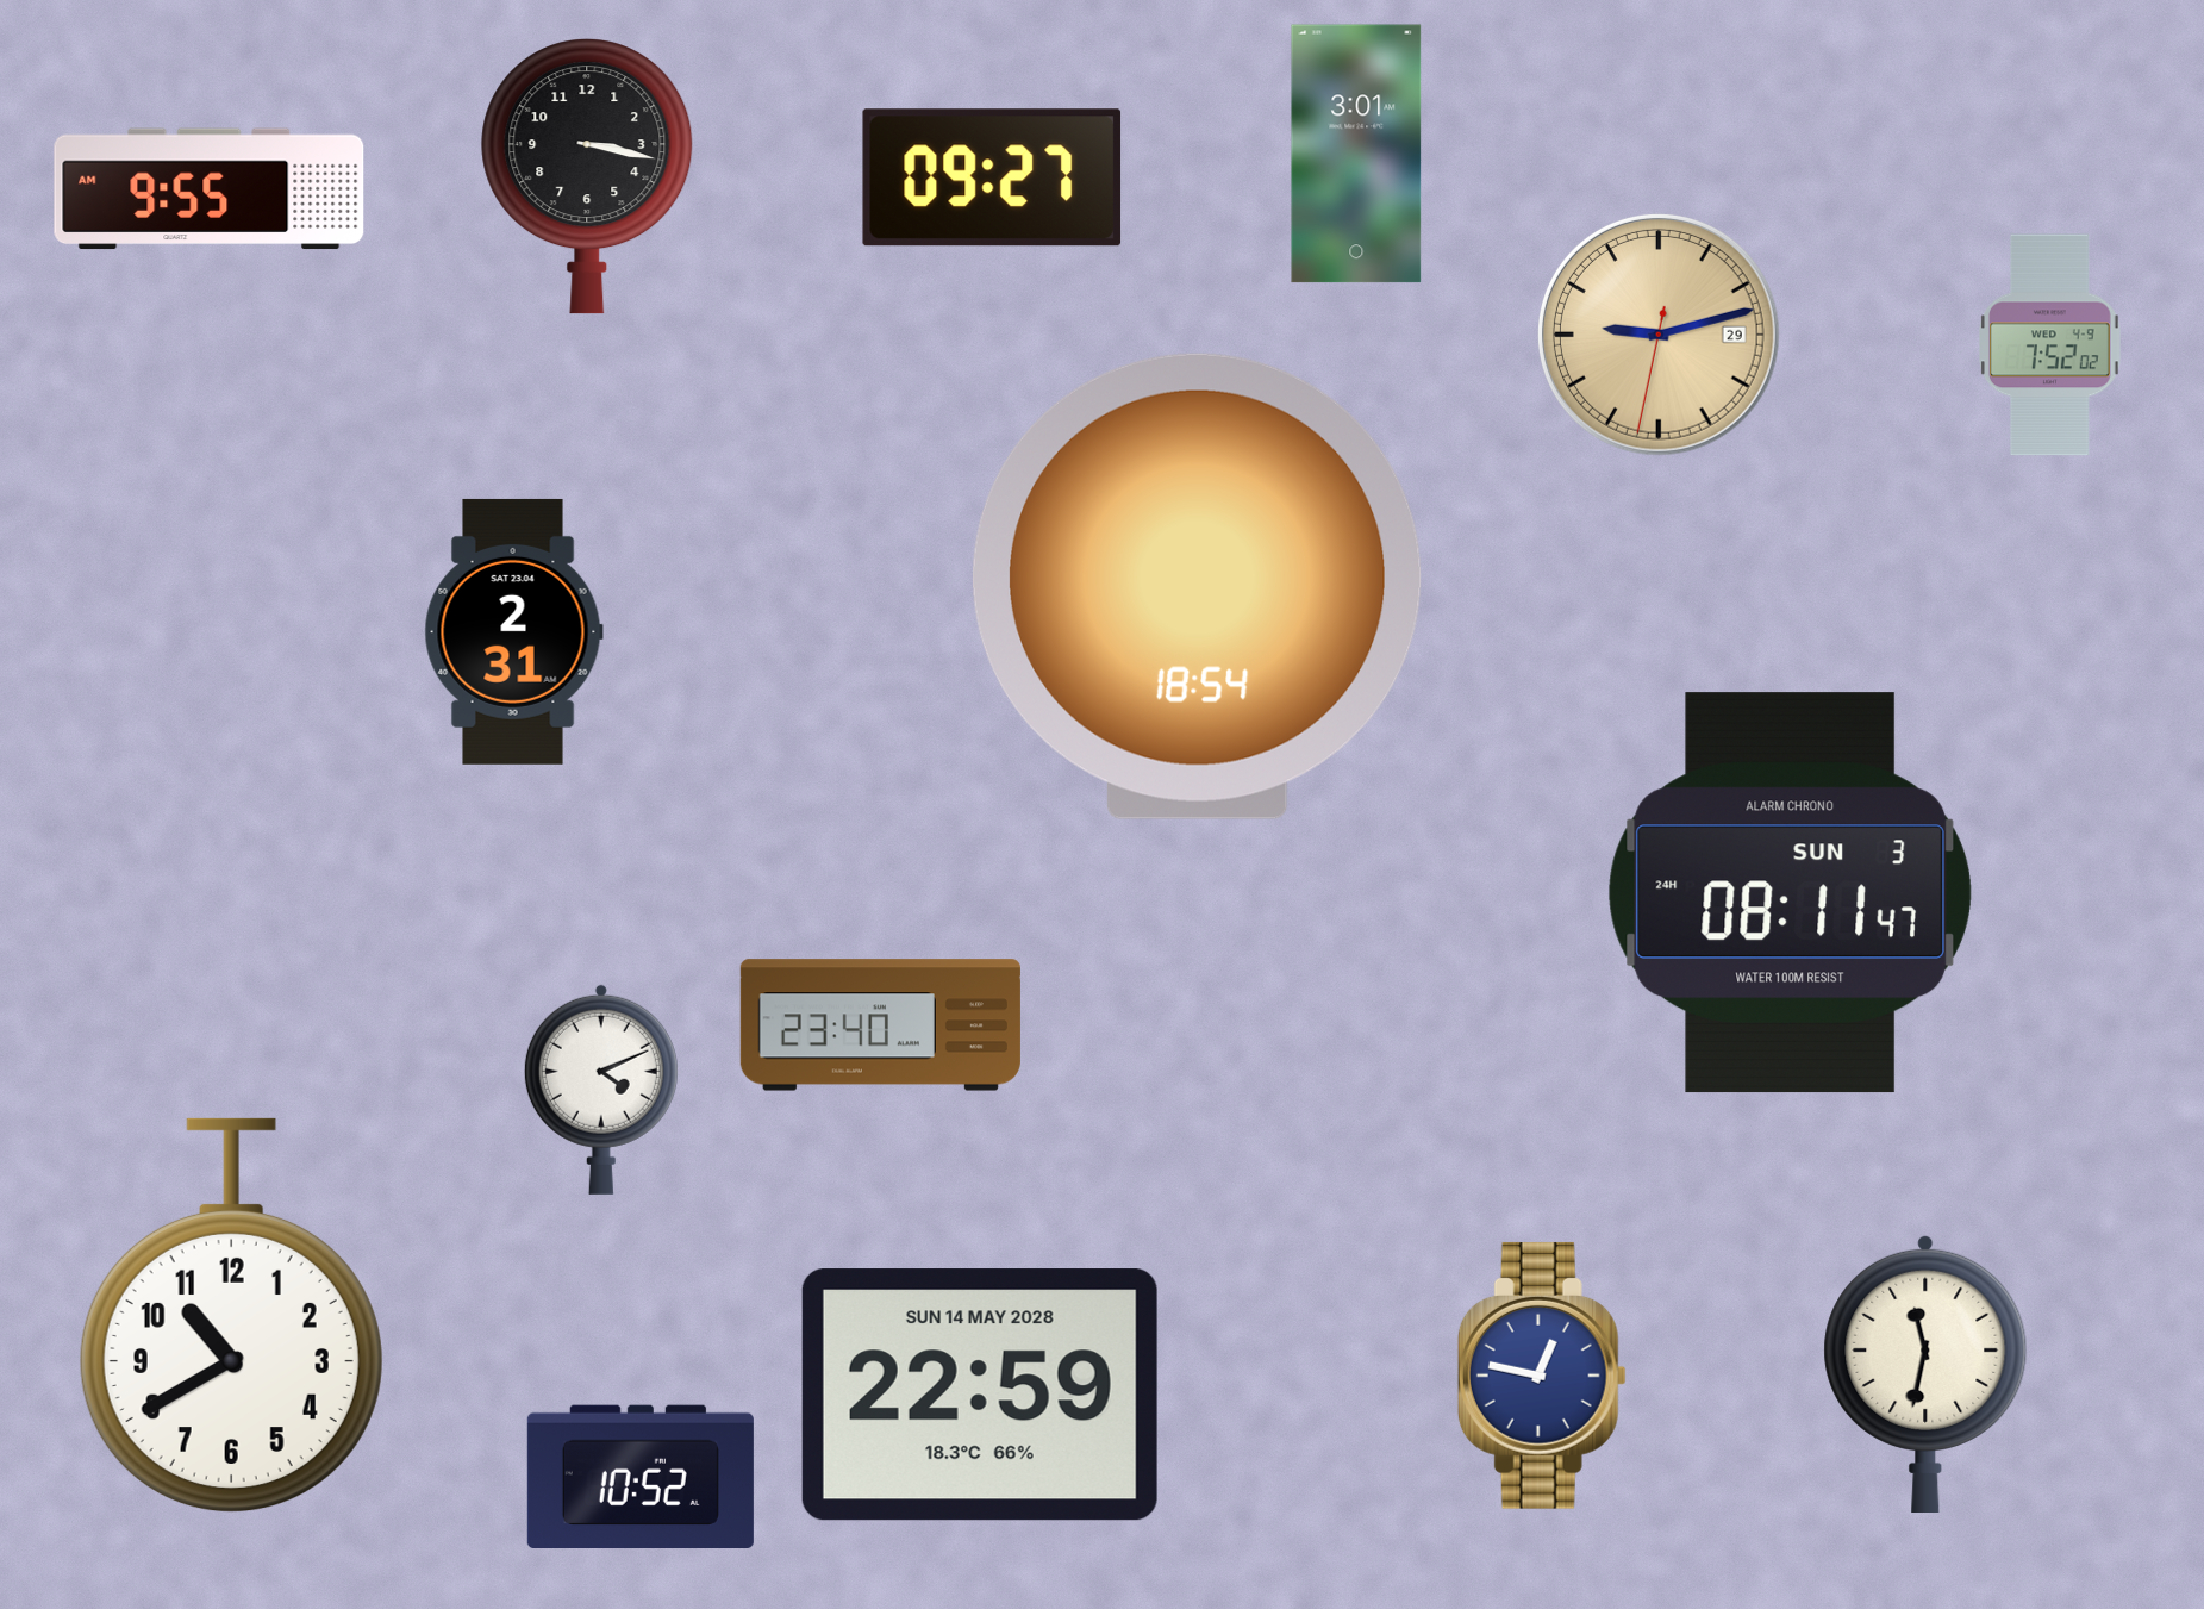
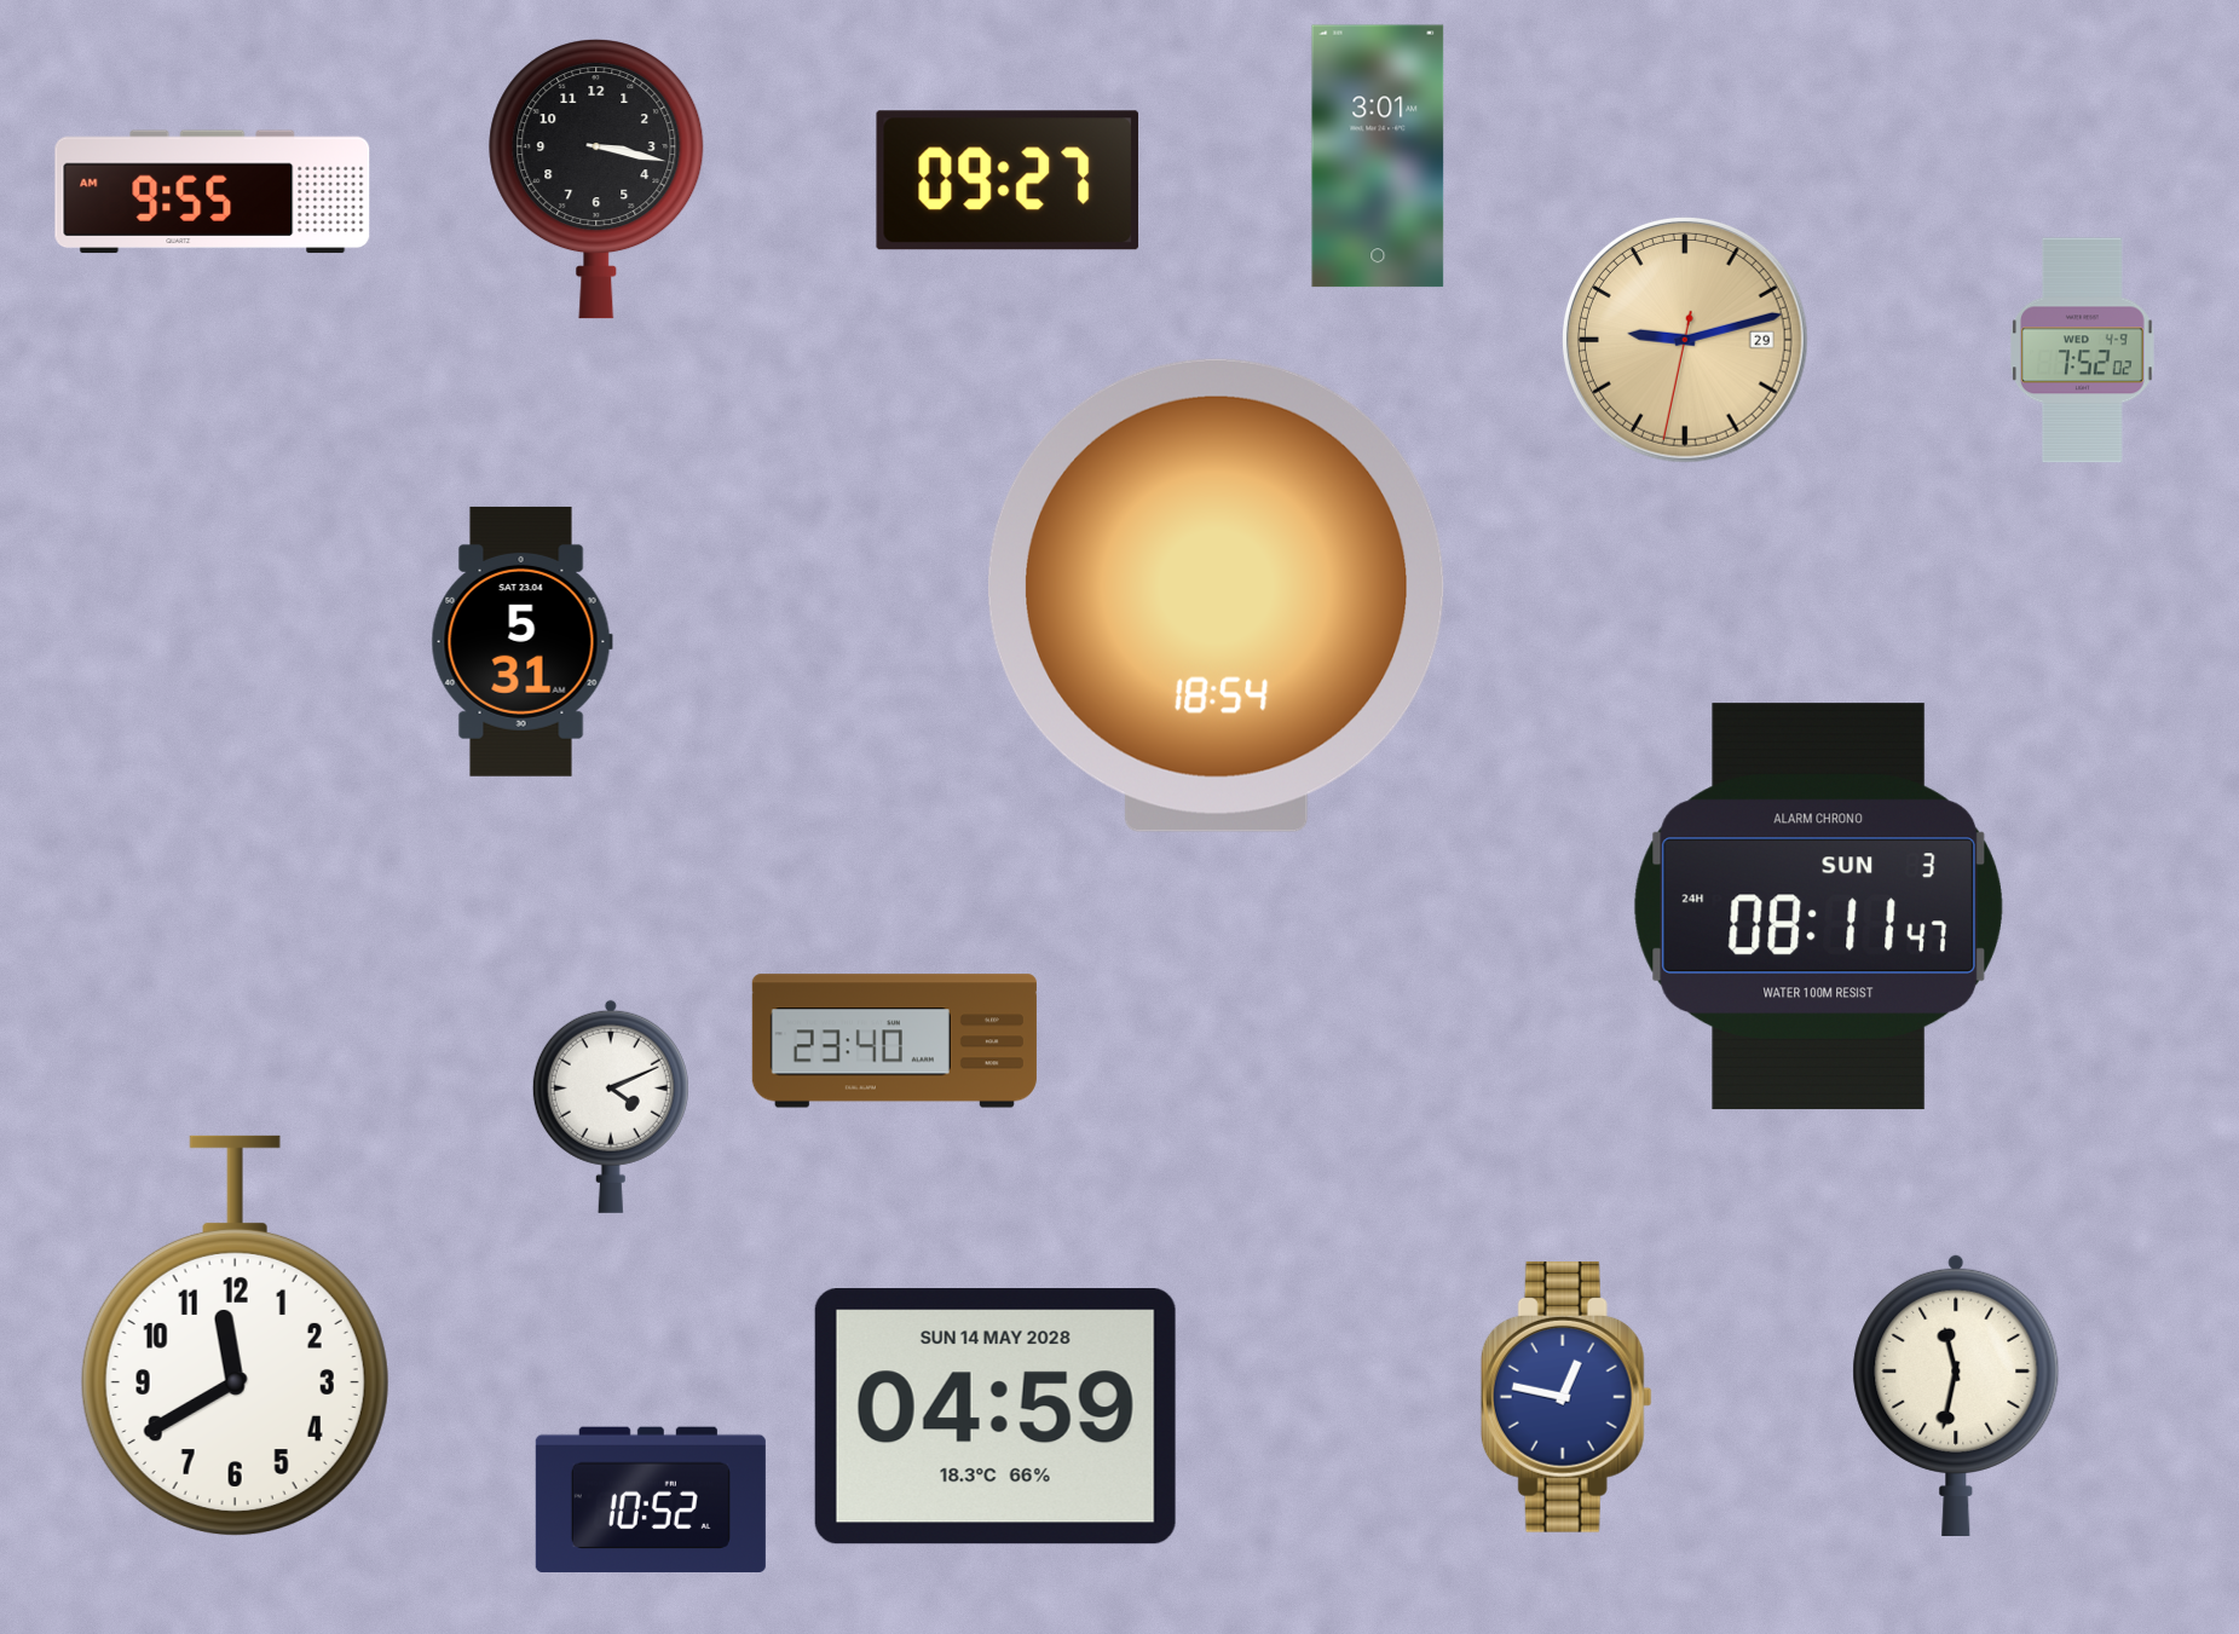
clock at (513, 631): 2:31 -> 5:31
clock at (231, 1316): 10:40 -> 11:40
clock at (980, 1395): 22:59 -> 04:59
